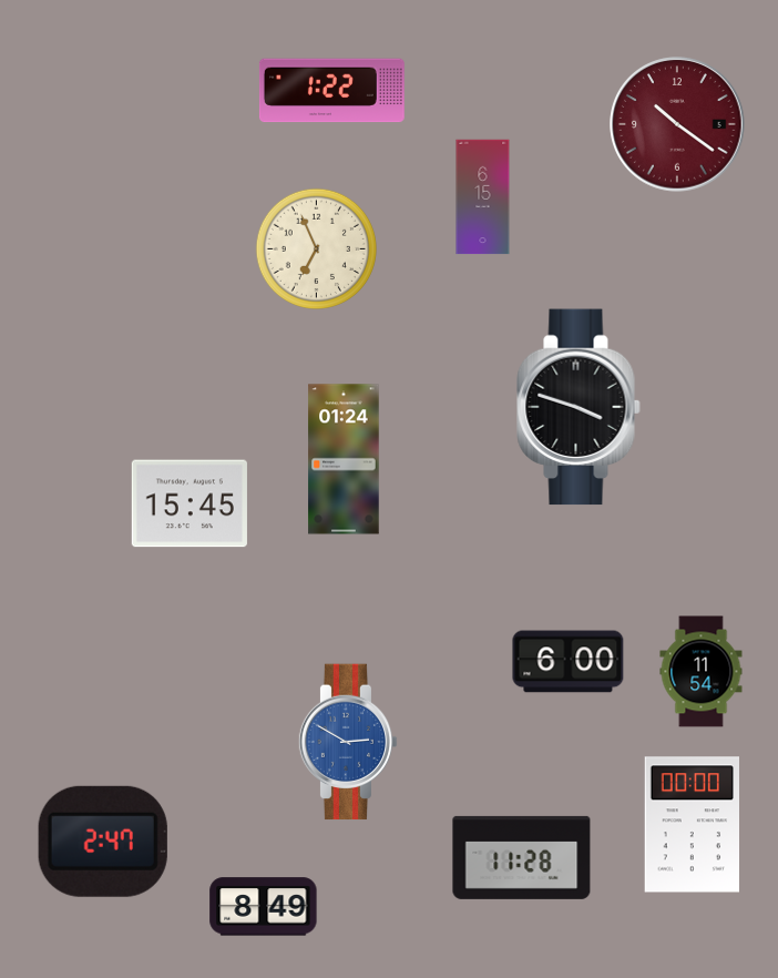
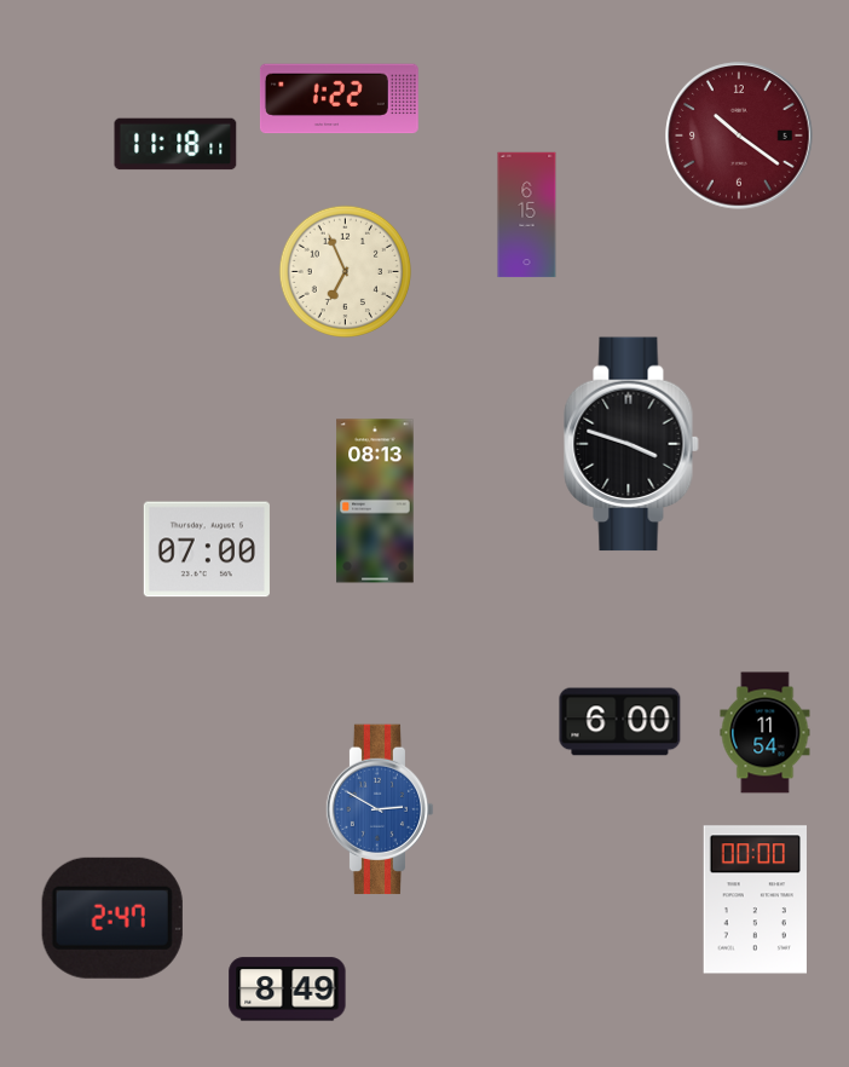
clock at (331, 91) position: (331, 91) -> (339, 99)
clock at (175, 144): none -> 11:18
clock at (344, 459): 01:24 -> 08:13
clock at (190, 503): 15:45 -> 07:00
clock at (522, 857): 11:28 -> none
